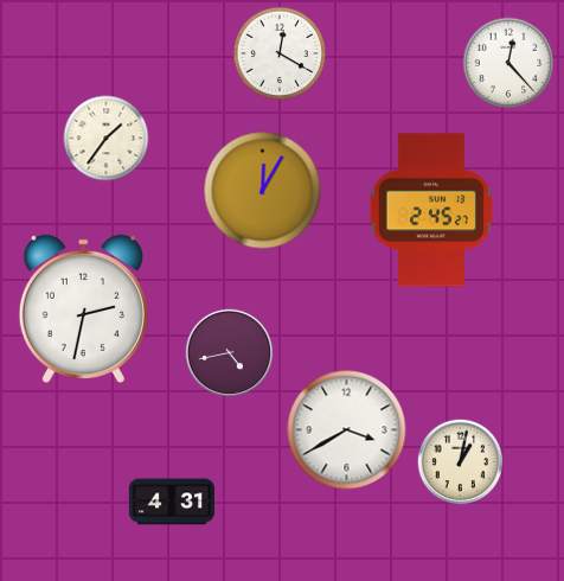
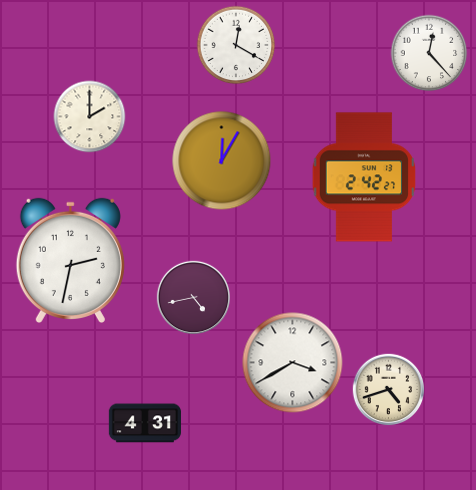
clock at (107, 139): 1:36 -> 2:00
clock at (431, 210): 2:45 -> 2:42
clock at (461, 462): 1:02 -> 4:42
